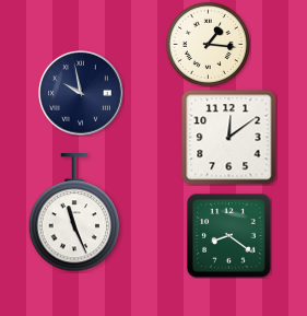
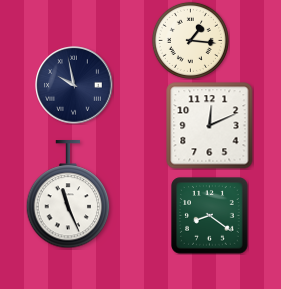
clock at (229, 138): 12:09 -> 12:11
